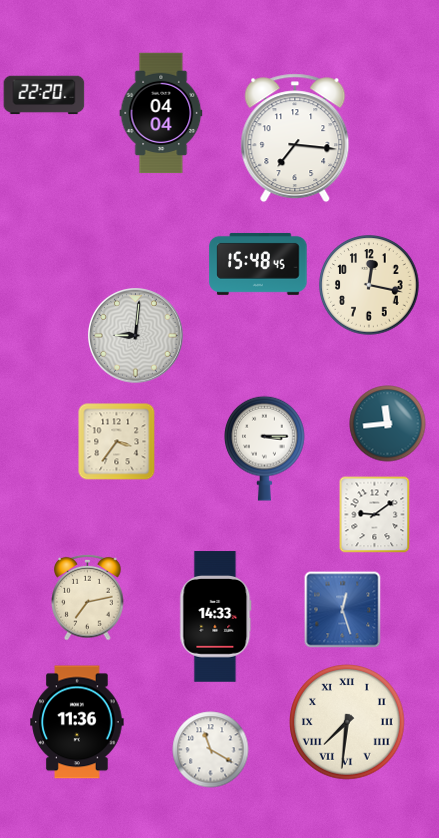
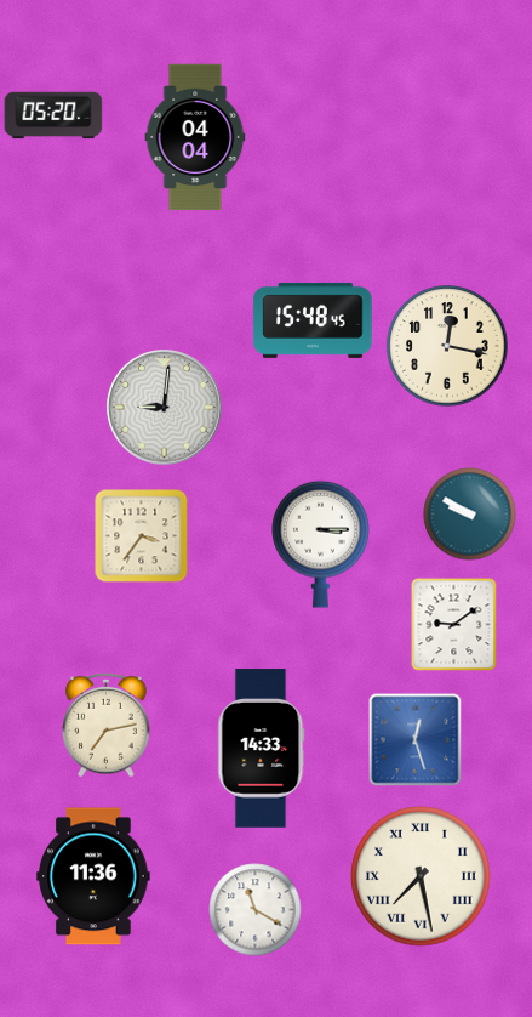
clock at (44, 95): 22:20 -> 05:20
clock at (295, 138): 7:16 -> none
clock at (388, 424): 11:44 -> 9:50
clock at (348, 723): 7:31 -> 7:28
